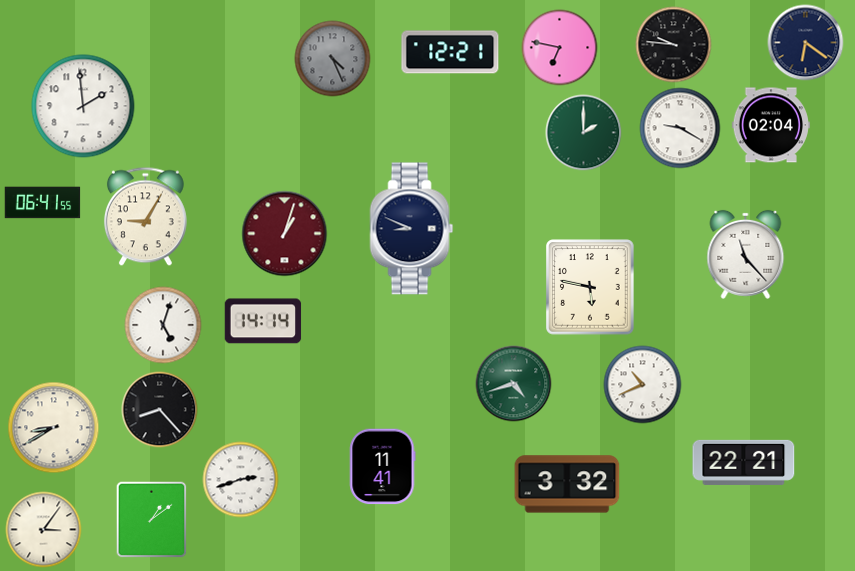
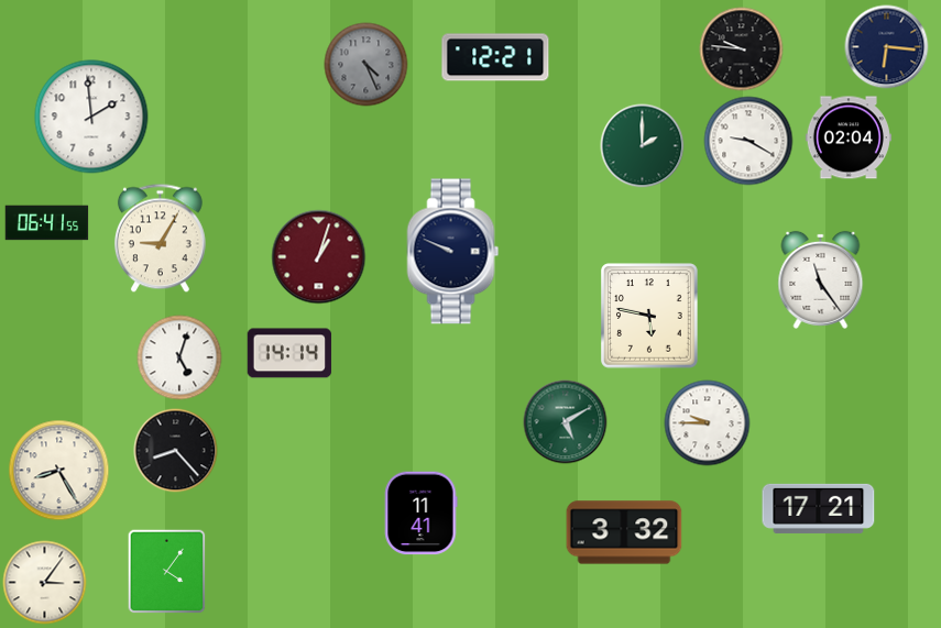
clock at (806, 43): 6:21 -> 6:16
clock at (560, 48): 6:47 -> none
clock at (412, 229): 8:49 -> 9:49
clock at (285, 234) position: (285, 234) -> (319, 257)
clock at (746, 254): 11:23 -> 11:24
clock at (514, 384): 4:42 -> 5:10
clock at (643, 385): 10:41 -> 9:45
clock at (54, 428): 8:40 -> 8:25
clock at (744, 462): 22:21 -> 17:21
clock at (241, 480): 2:42 -> none
clock at (152, 520): 1:09 -> 4:06
clock at (44, 530) position: (44, 530) -> (45, 583)
